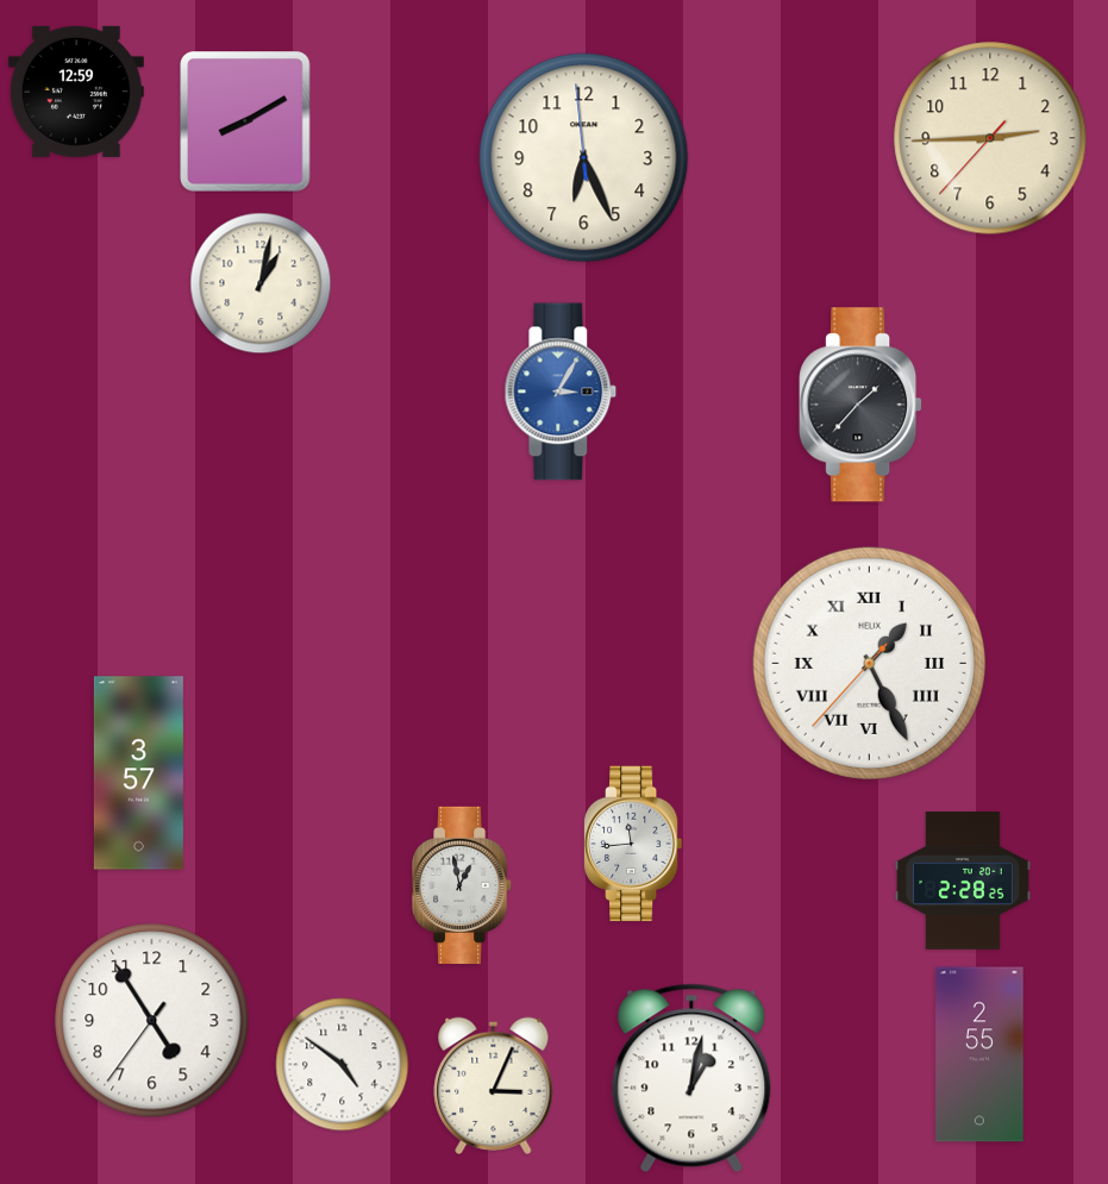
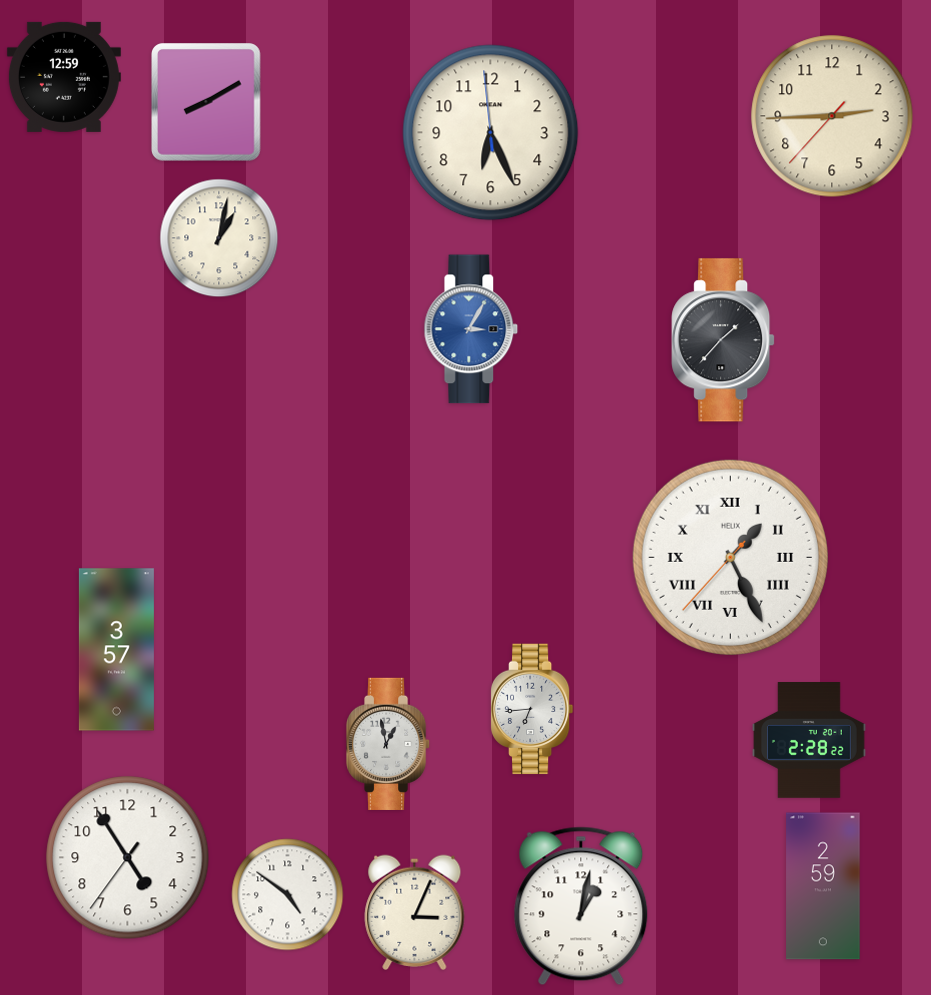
clock at (633, 844): 11:44 -> 6:44
clock at (963, 882): 2:28:25 -> 2:28:22
clock at (979, 1054): 2:55 -> 2:59
